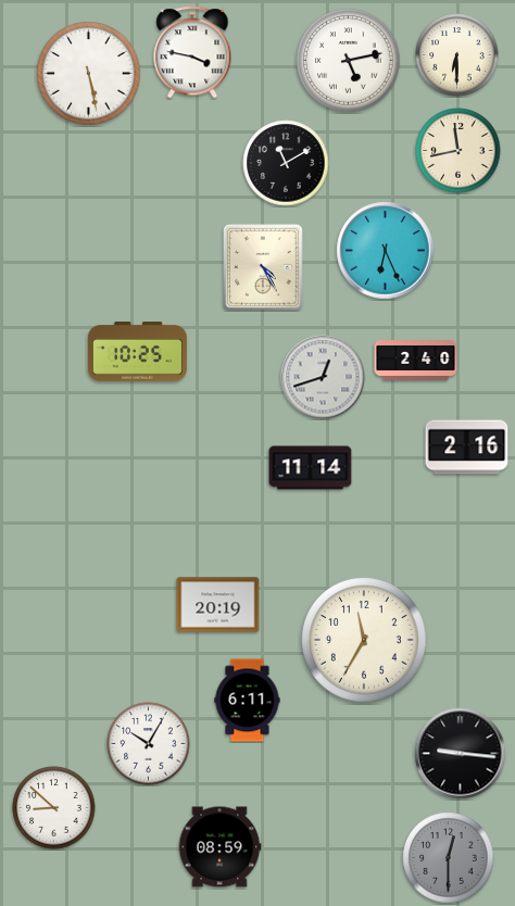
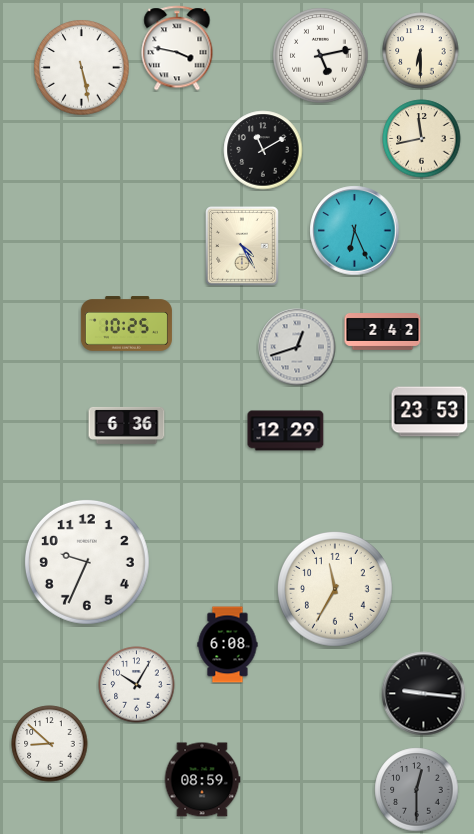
clock at (416, 361): 2:40 -> 2:42
clock at (467, 448): 2:16 -> 23:53
clock at (127, 425): none -> 6:36
clock at (311, 468): 11:14 -> 12:29
clock at (218, 605): 20:19 -> none
clock at (87, 562): none -> 9:34
clock at (248, 701): 6:11 -> 6:08
clock at (449, 858) position: (449, 858) -> (417, 790)
